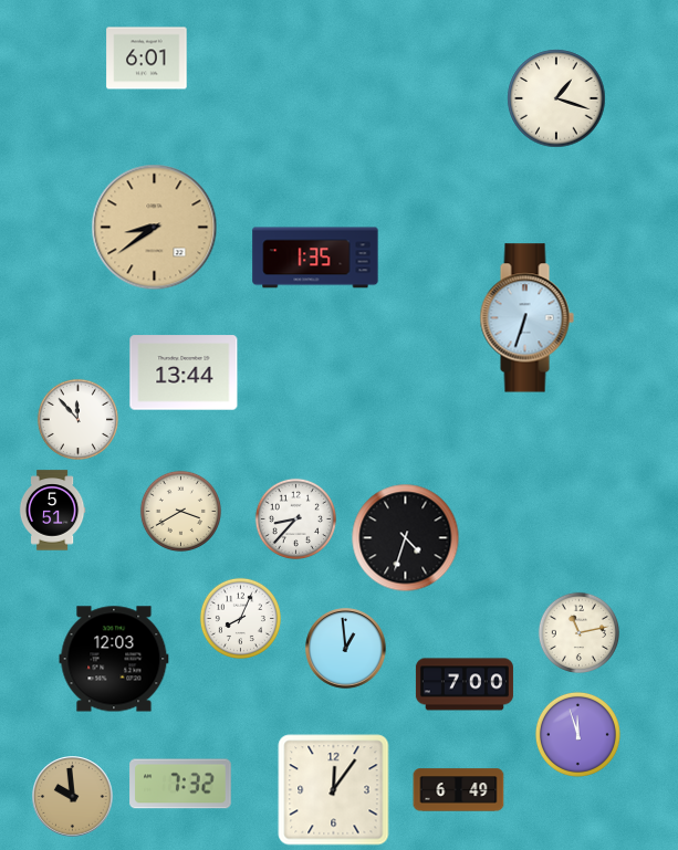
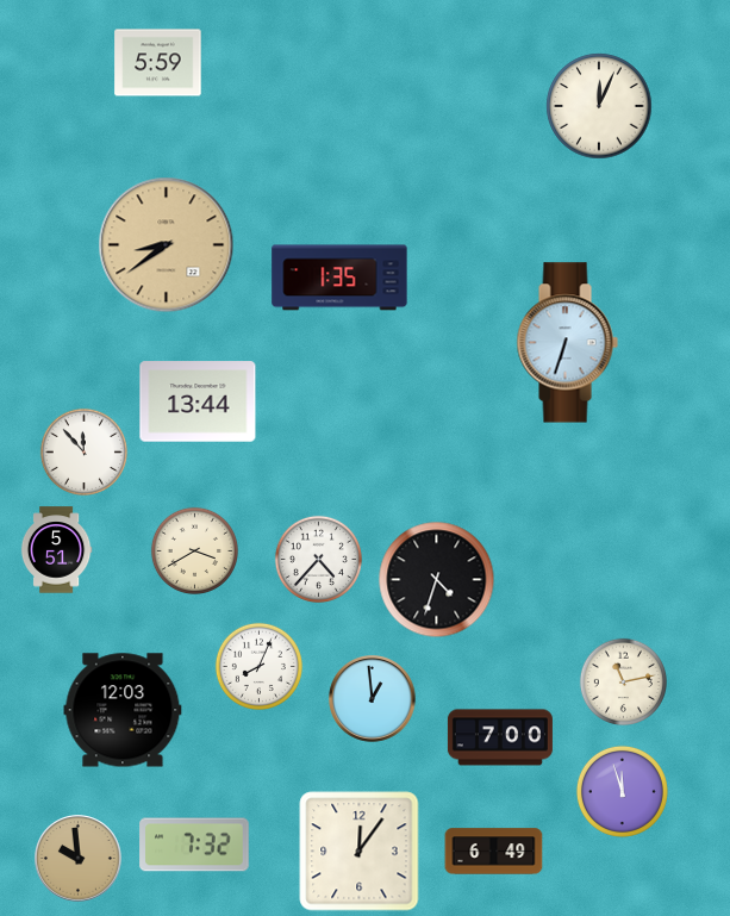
clock at (147, 59): 6:01 -> 5:59
clock at (556, 98): 1:18 -> 12:04
clock at (295, 518): 8:37 -> 4:37
